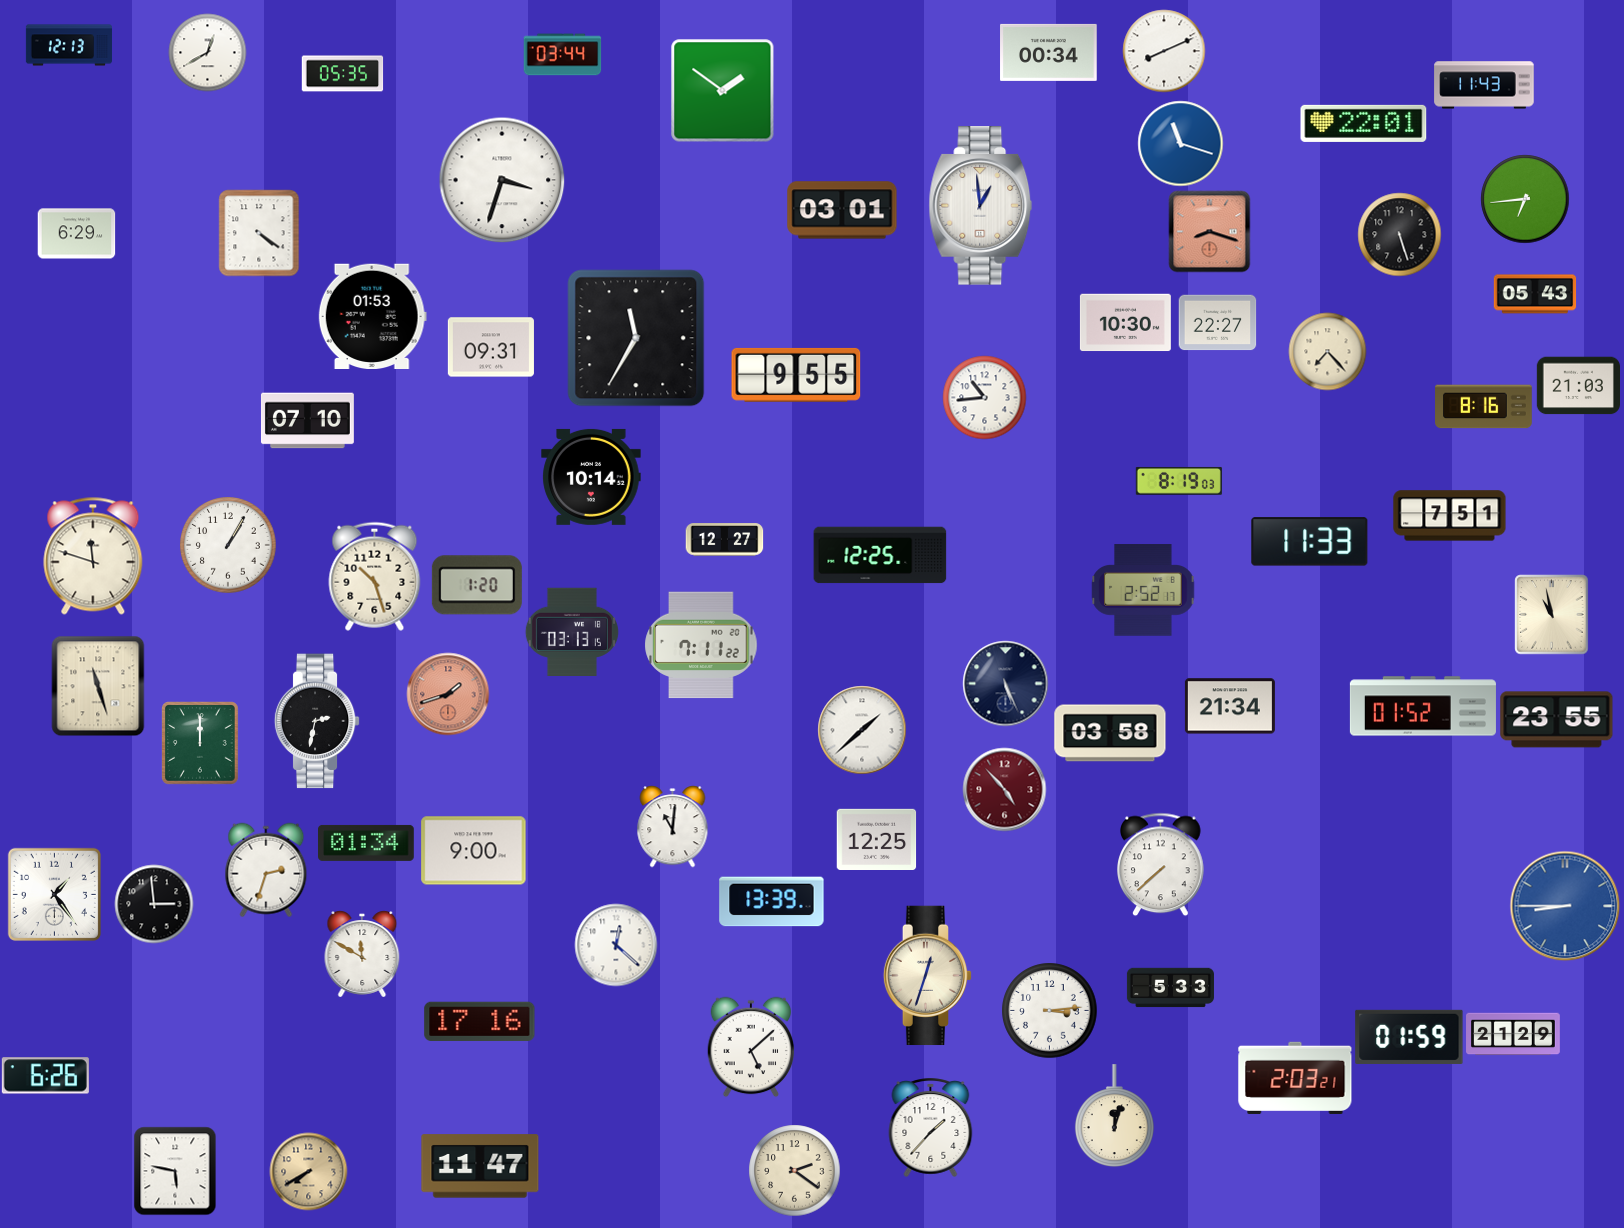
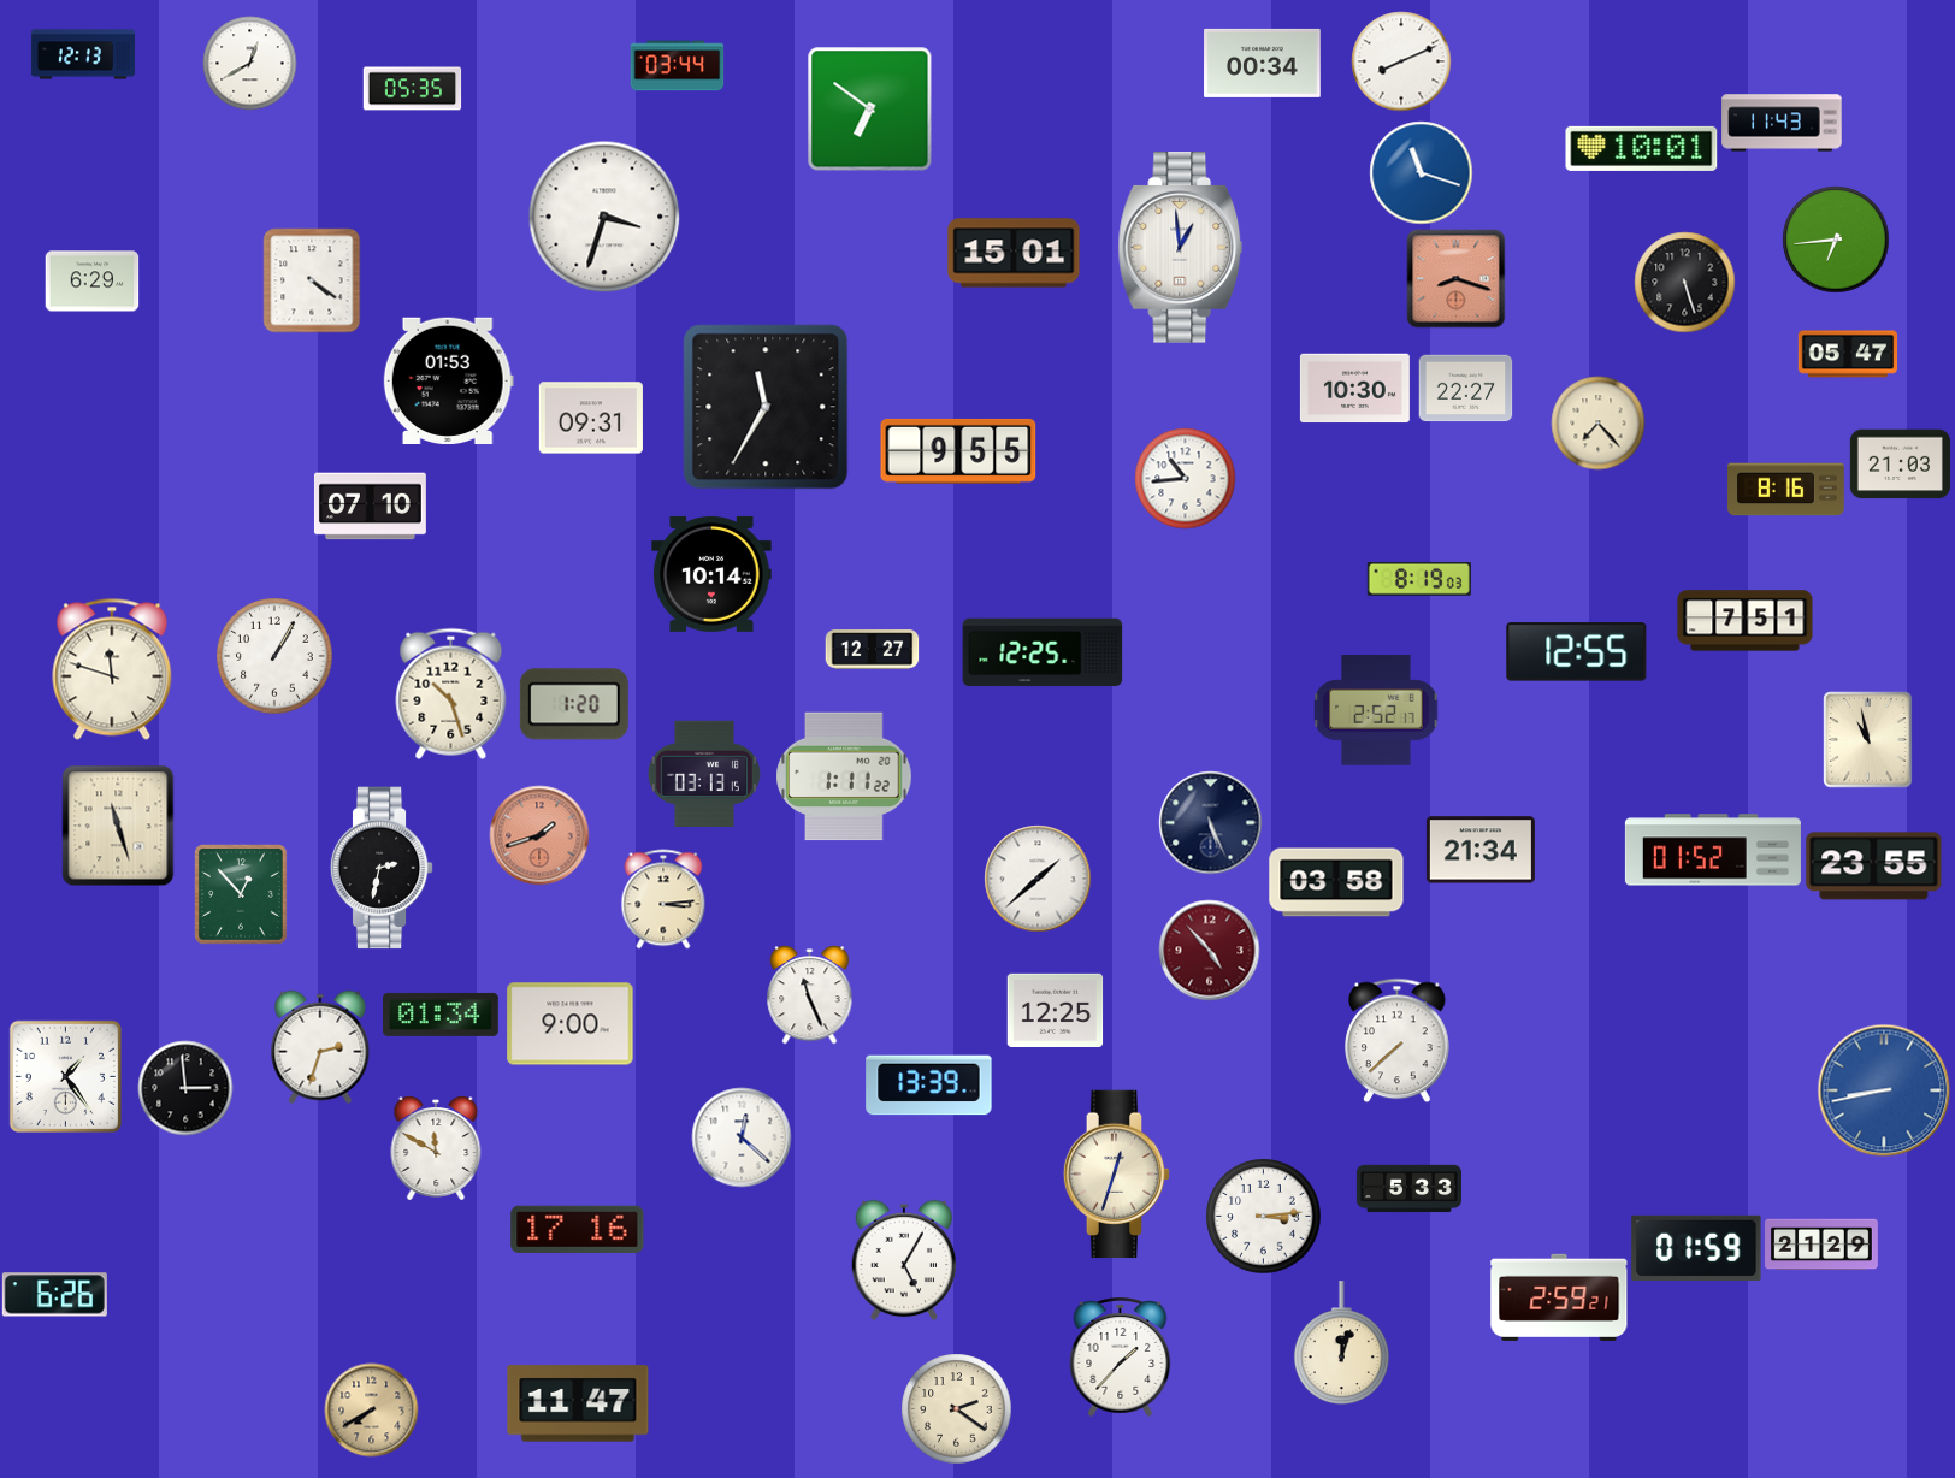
clock at (1484, 85) position: (1484, 85) -> (1782, 123)
clock at (722, 90): 1:51 -> 6:51
clock at (1364, 123): 22:01 -> 10:01
clock at (842, 210): 03:01 -> 15:01
clock at (1535, 294): 05:43 -> 05:47
clock at (1310, 542): 11:33 -> 12:55
clock at (880, 555) position: (880, 555) -> (1043, 652)
clock at (572, 632) position: (572, 632) -> (704, 774)
clock at (701, 645): 7:11 -> 1:11
clock at (200, 743): 12:00 -> 12:53
clock at (663, 899): none -> 3:14
clock at (673, 826): 11:01 -> 11:26
clock at (1565, 906): 8:45 -> 8:43
clock at (751, 1047): 5:08 -> 5:05
clock at (1295, 1078): 2:03 -> 2:59
clock at (175, 1171): 5:47 -> none
